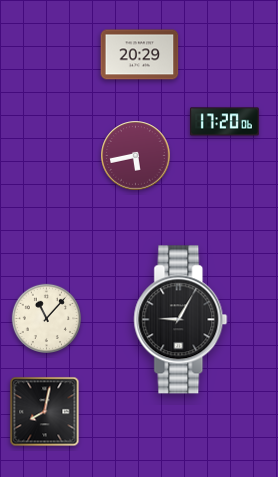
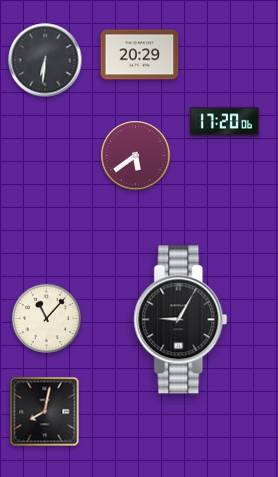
clock at (45, 60): none -> 6:31
clock at (136, 156): 5:43 -> 5:39
